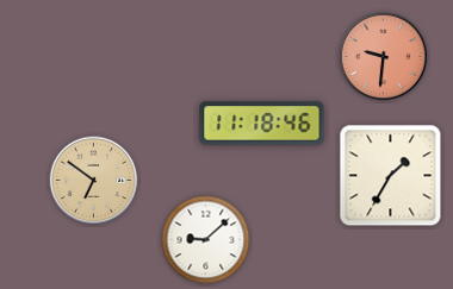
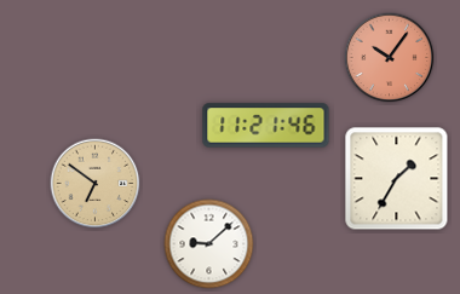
clock at (384, 57): 9:31 -> 10:06
clock at (262, 124): 11:18 -> 11:21
